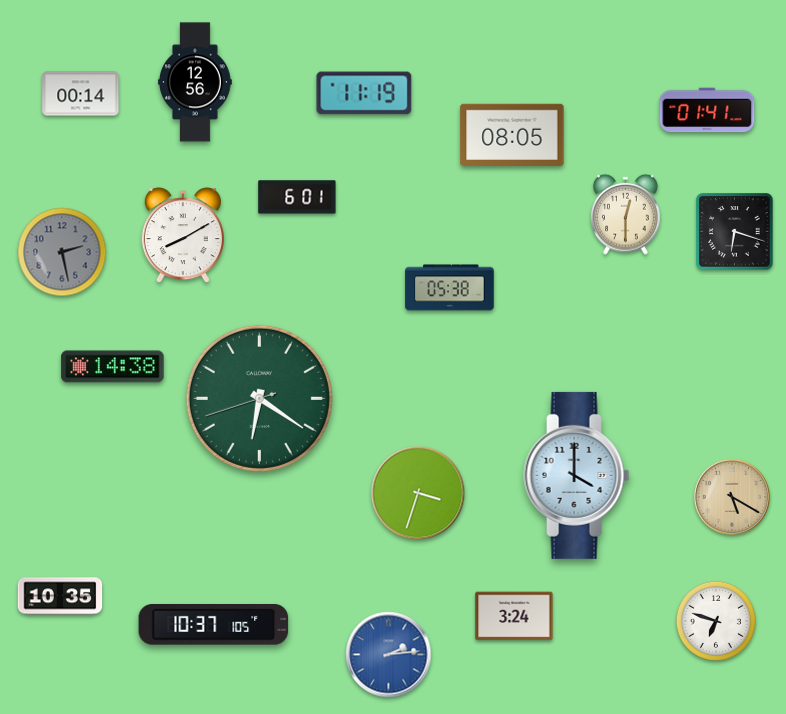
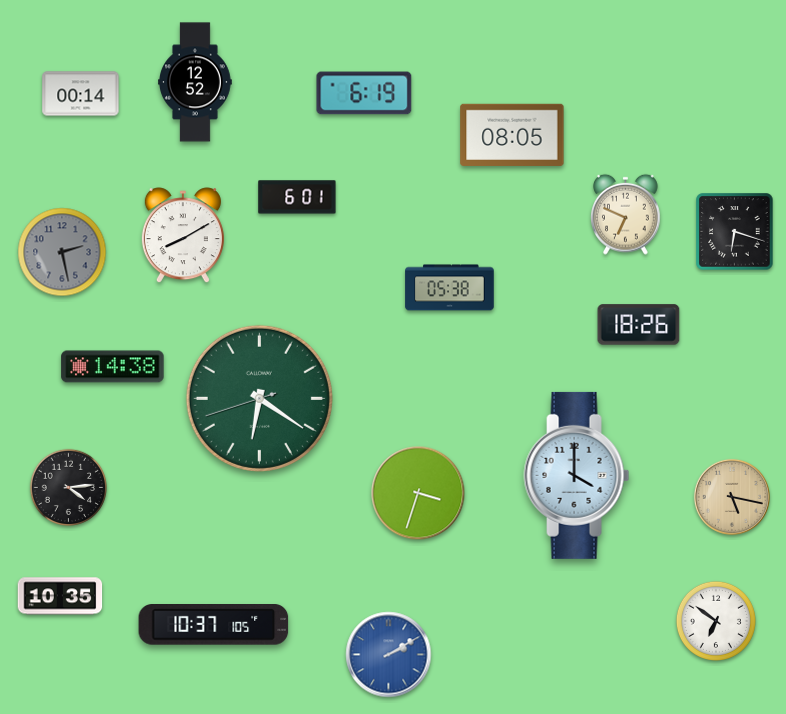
clock at (196, 82): 12:56 -> 12:52
clock at (364, 93): 11:19 -> 6:19
clock at (707, 110): 01:41 -> none
clock at (626, 214): 12:30 -> 6:49
clock at (639, 325): none -> 18:26
clock at (69, 488): none -> 4:14
clock at (732, 497): 5:20 -> 5:17
clock at (514, 616): 3:24 -> none
clock at (716, 621): 6:48 -> 6:51
clock at (389, 655): 2:14 -> 2:10
